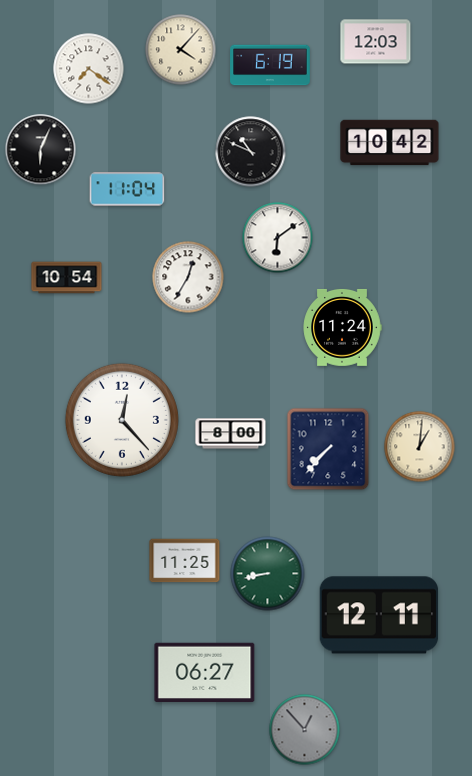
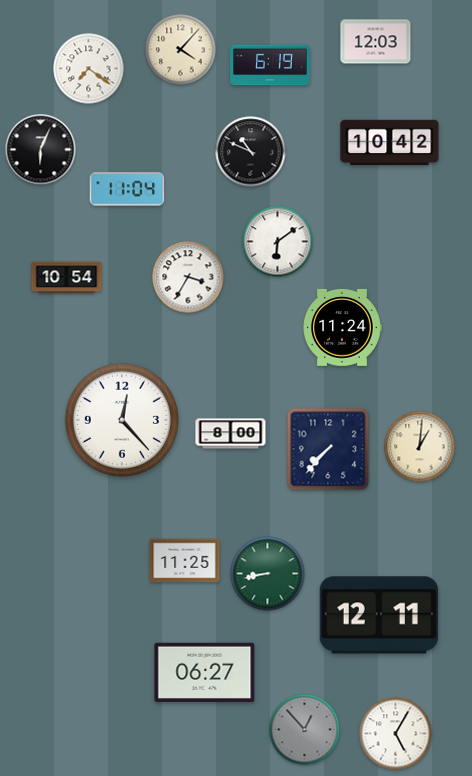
clock at (278, 238) position: (278, 238) -> (278, 242)
clock at (188, 277): 12:35 -> 3:35
clock at (396, 734): none -> 5:05
